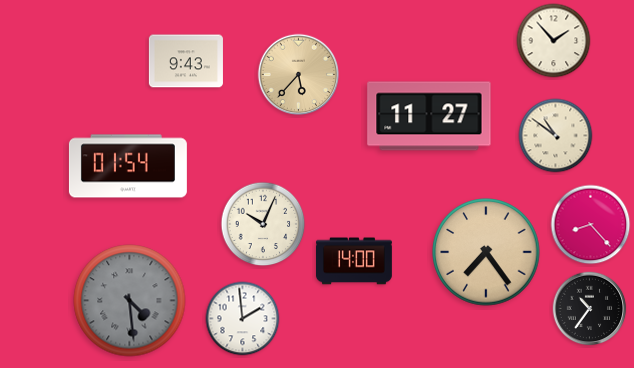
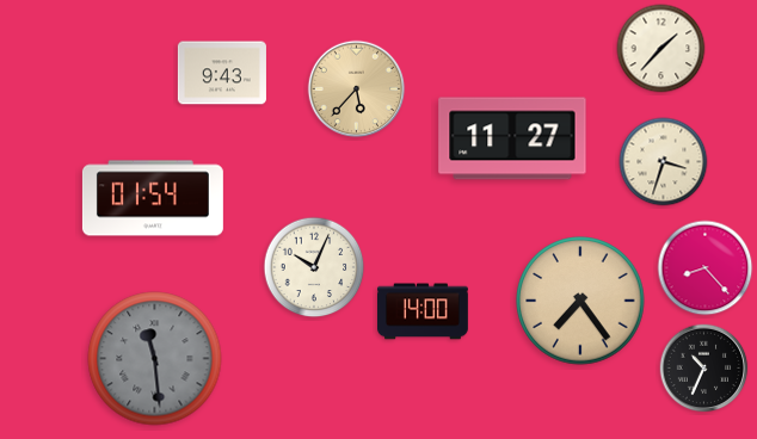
clock at (554, 41): 1:53 -> 1:37
clock at (556, 136): 10:51 -> 3:33
clock at (130, 301): 4:29 -> 11:29
clock at (590, 309): 10:36 -> 10:34
clock at (243, 319): 1:59 -> none
